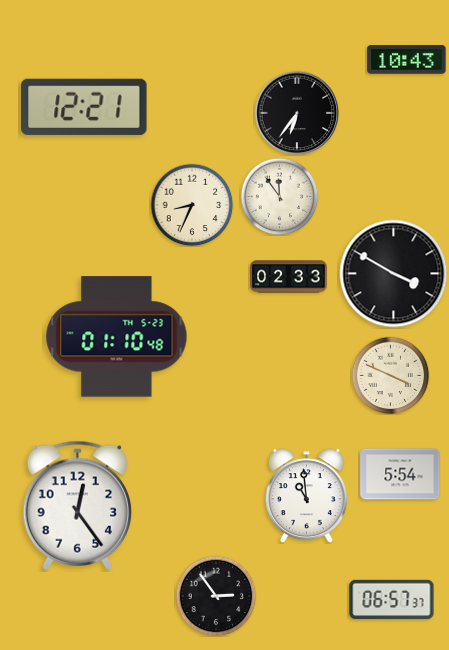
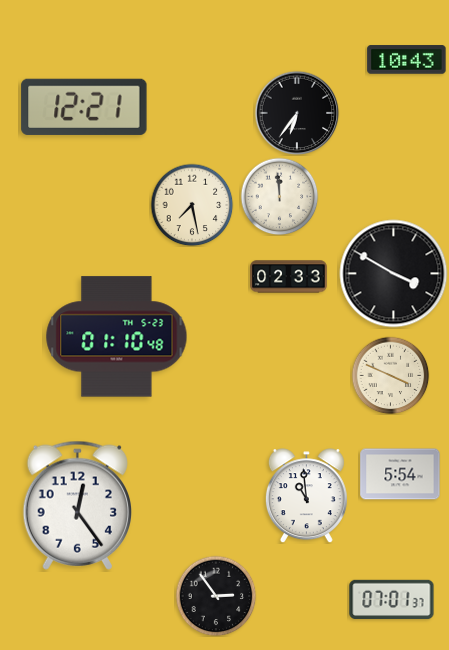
clock at (279, 196): 11:54 -> 11:59
clock at (192, 205): 8:34 -> 7:28
clock at (392, 600): 06:57 -> 07:01
